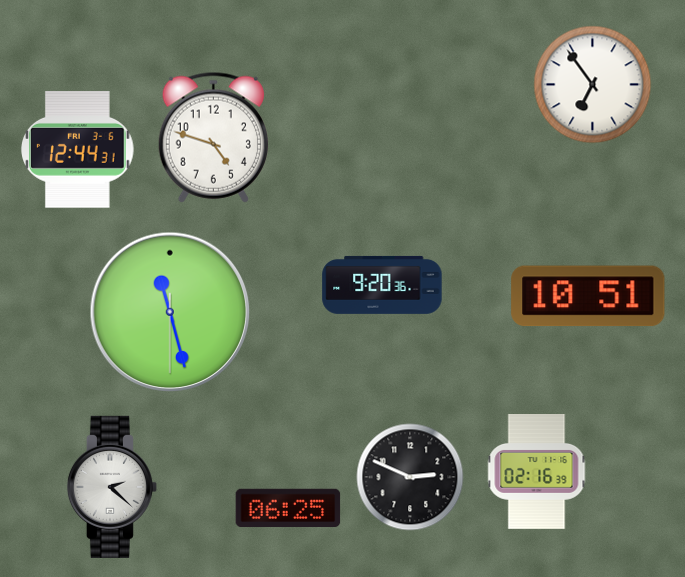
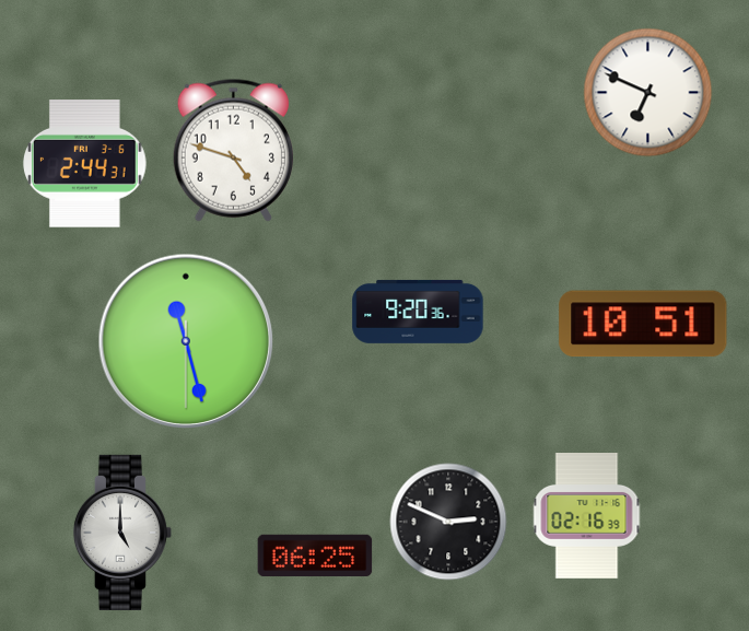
clock at (593, 85): 6:54 -> 6:49
clock at (78, 150): 12:44 -> 2:44
clock at (112, 487): 2:22 -> 5:00
